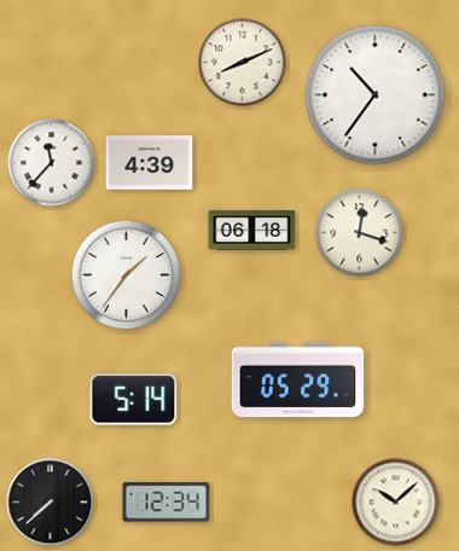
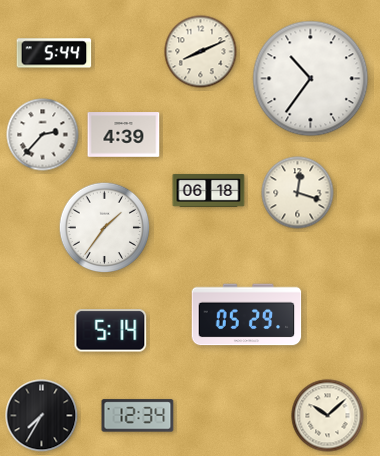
clock at (54, 53): none -> 5:44
clock at (52, 163): 11:37 -> 2:37
clock at (51, 503): 7:38 -> 7:35
